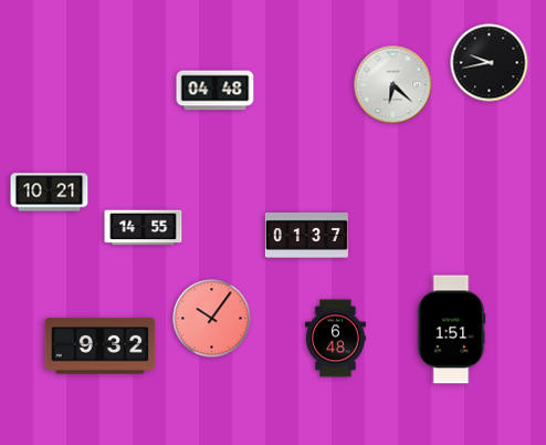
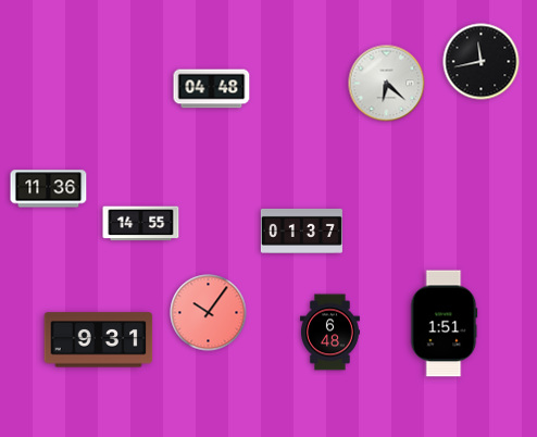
clock at (490, 63): 9:43 -> 11:43
clock at (50, 193): 10:21 -> 11:36
clock at (101, 346): 9:32 -> 9:31
